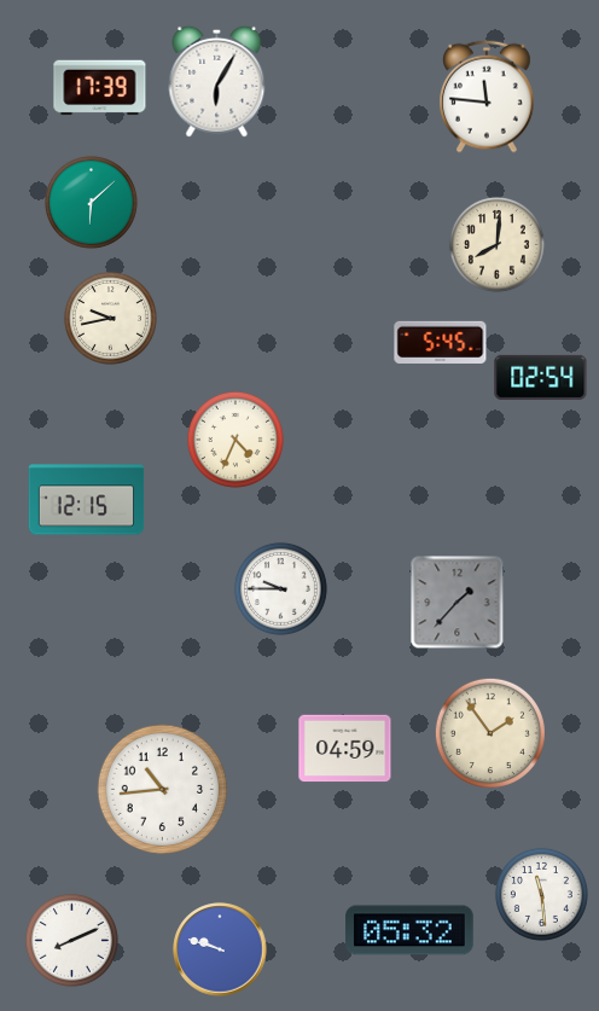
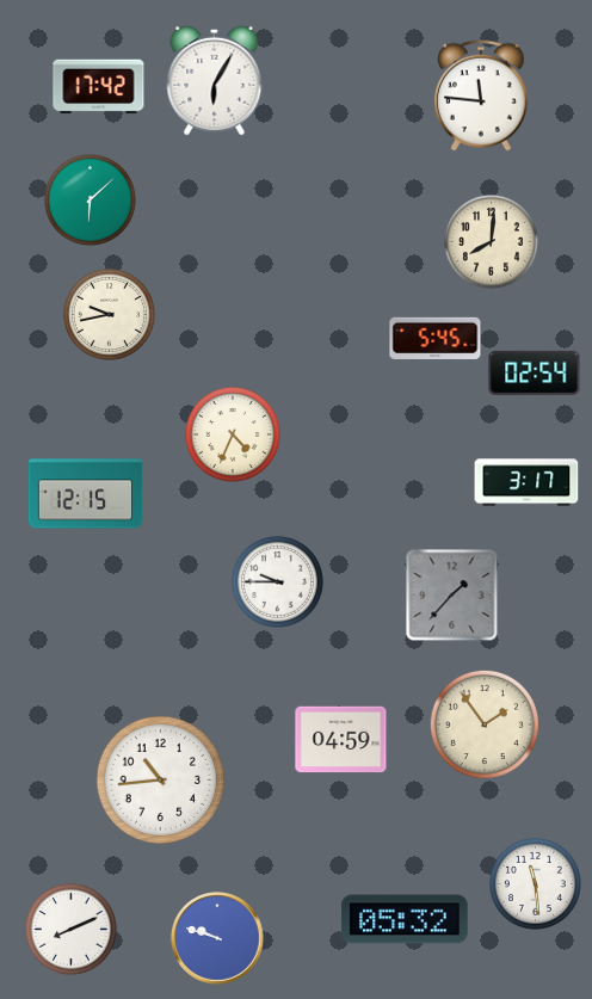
clock at (100, 88): 17:39 -> 17:42
clock at (526, 482): none -> 3:17
